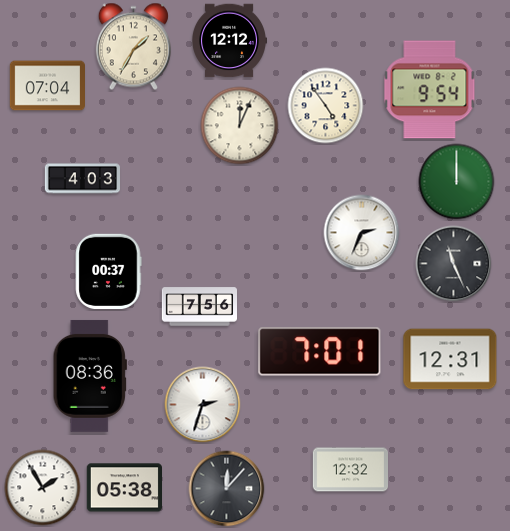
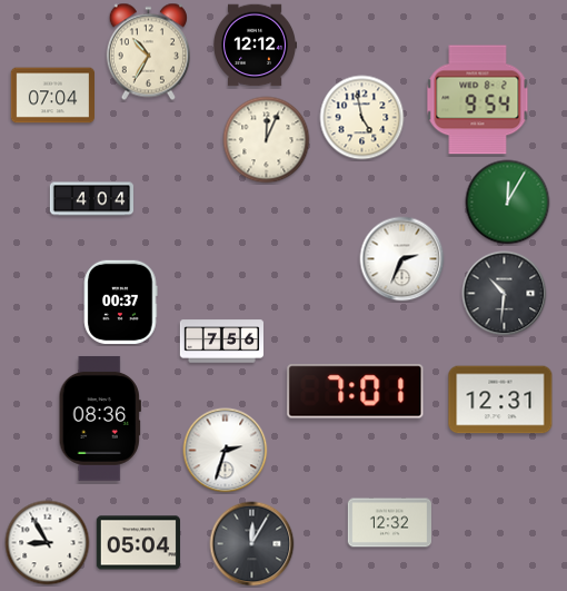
clock at (133, 47): 1:35 -> 10:35
clock at (326, 106): 4:54 -> 4:58
clock at (82, 179): 4:03 -> 4:04
clock at (457, 182): 12:00 -> 12:05
clock at (454, 264): 11:26 -> 10:31
clock at (43, 488): 1:55 -> 8:55
clock at (124, 488): 05:38 -> 05:04
clock at (227, 489): 12:07 -> 12:05
